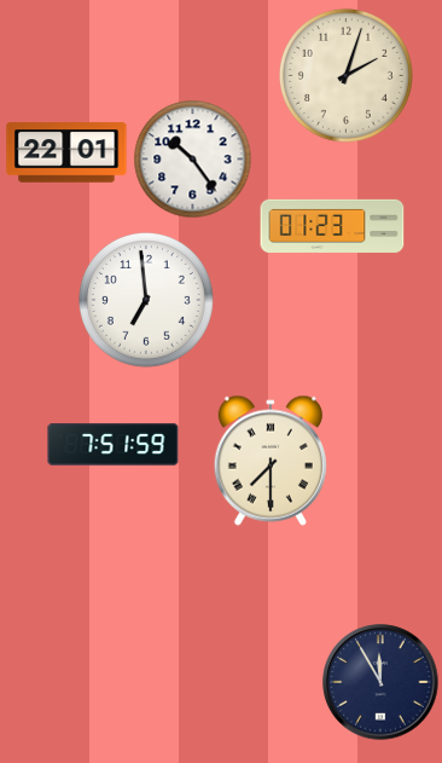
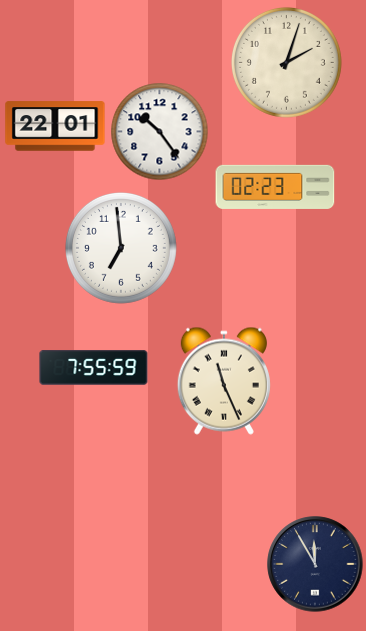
clock at (332, 226): 01:23 -> 02:23
clock at (114, 445): 7:51 -> 7:55
clock at (271, 461): 7:30 -> 11:26
